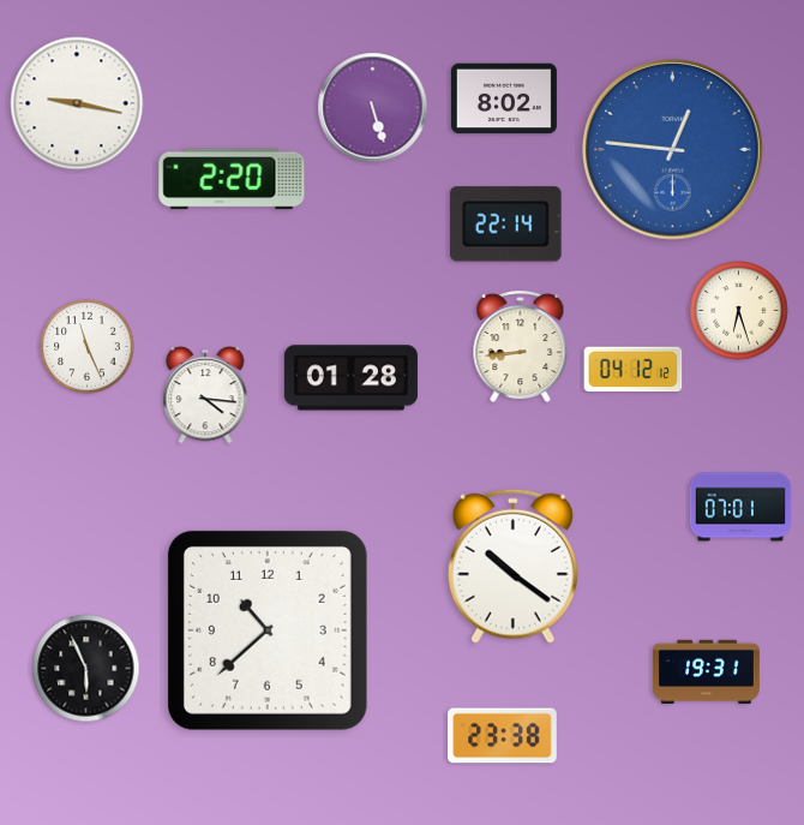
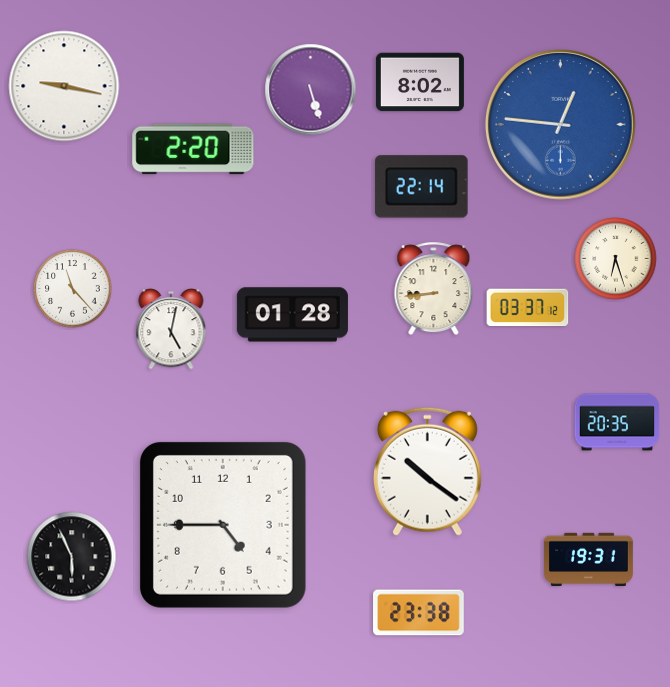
clock at (88, 347): 11:26 -> 11:23
clock at (634, 370): 04:12 -> 03:37
clock at (205, 395): 4:16 -> 5:02
clock at (740, 507): 07:01 -> 20:35
clock at (268, 630): 10:38 -> 4:45
